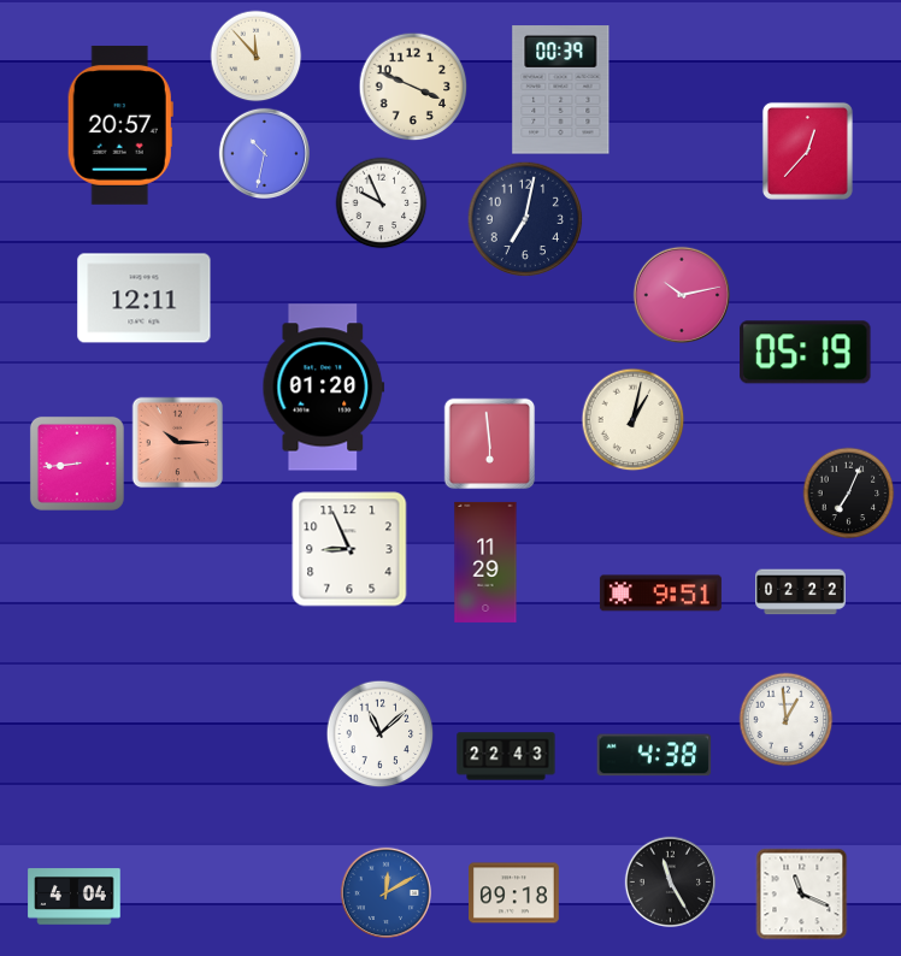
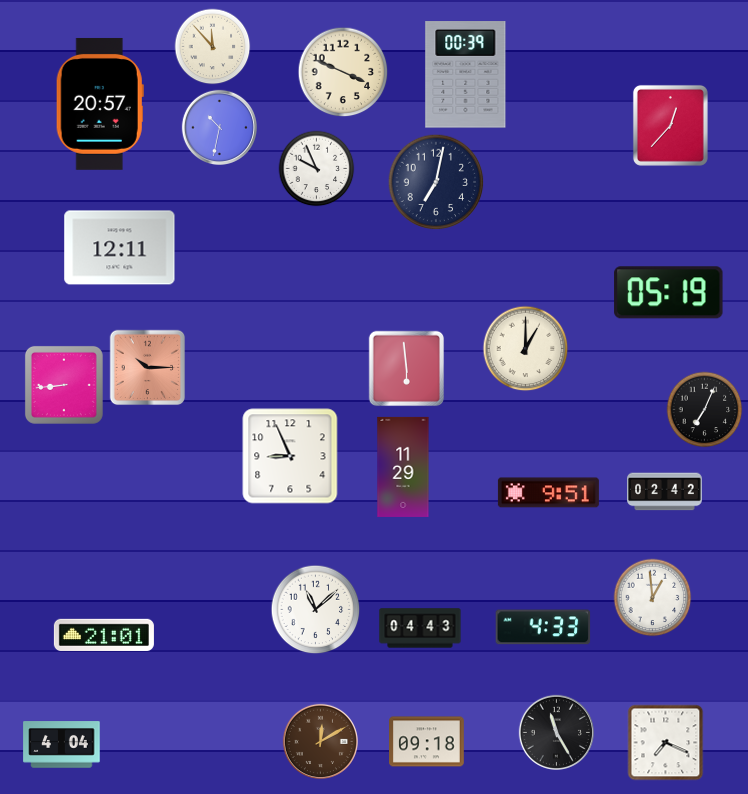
clock at (682, 295): 10:13 -> none
clock at (324, 388): 01:20 -> none
clock at (634, 420): 1:02 -> 1:00
clock at (801, 592): 02:22 -> 02:42
clock at (654, 755): 4:38 -> 4:33
clock at (506, 756): 22:43 -> 04:43
clock at (104, 635): none -> 21:01
clock at (385, 892) dial: blue -> brown
clock at (802, 895): 11:19 -> 7:19
